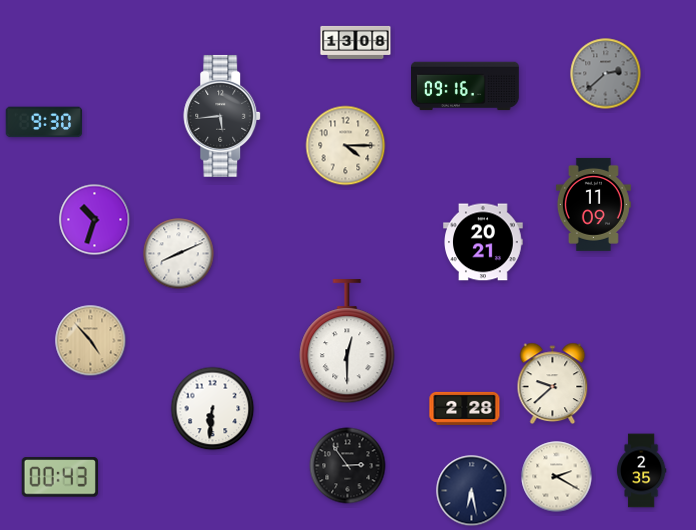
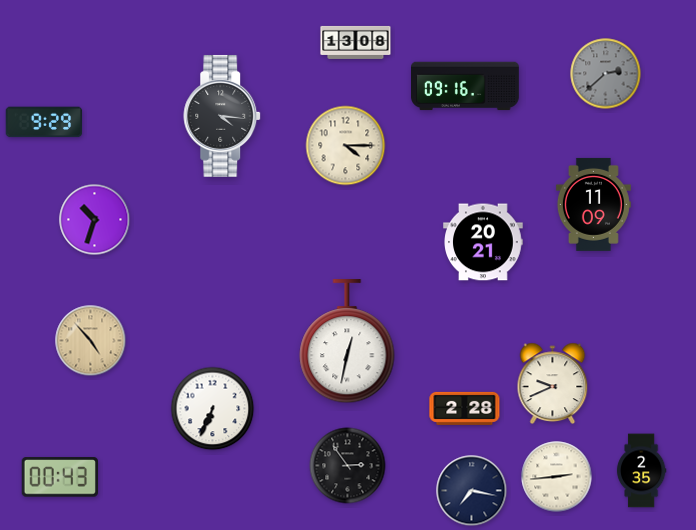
clock at (223, 116): 5:44 -> 4:16
clock at (44, 122): 9:30 -> 9:29
clock at (179, 254): 8:11 -> none
clock at (347, 342): 12:30 -> 12:32
clock at (553, 384): 9:38 -> 9:41
clock at (213, 409): 6:31 -> 6:34
clock at (557, 477): 2:20 -> 2:44
clock at (472, 491): 6:28 -> 7:17
